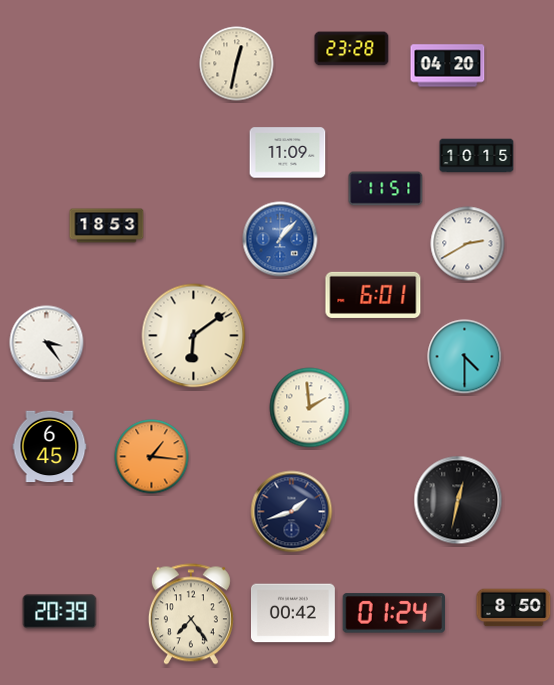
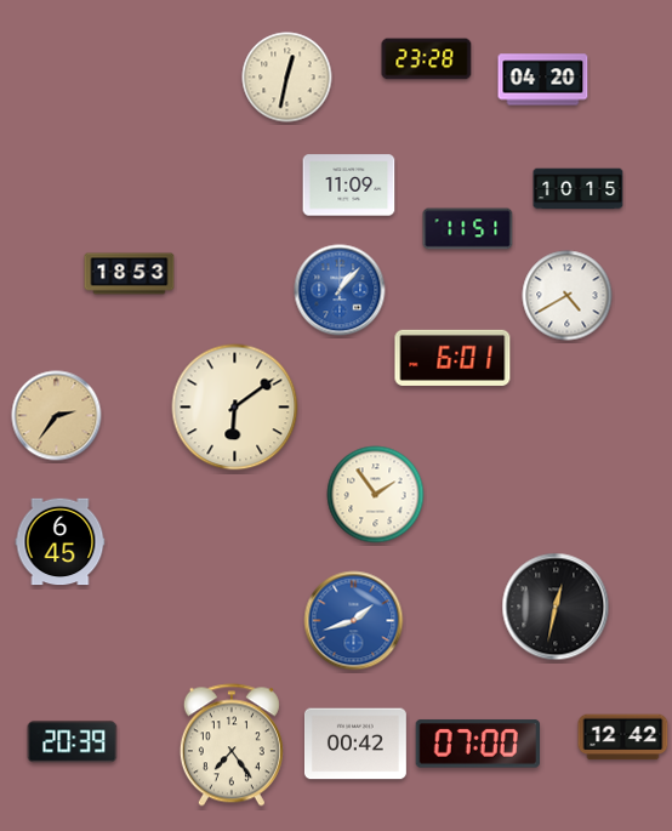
clock at (468, 244): 2:40 -> 4:40
clock at (47, 343): 3:24 -> 2:36
clock at (47, 343) dial: white -> champagne
clock at (465, 357): 4:30 -> none
clock at (310, 408): 1:59 -> 1:54
clock at (152, 457): 1:16 -> none
clock at (292, 512) dial: navy -> blue
clock at (514, 608): 8:50 -> 12:42
clock at (393, 613): 01:24 -> 07:00
